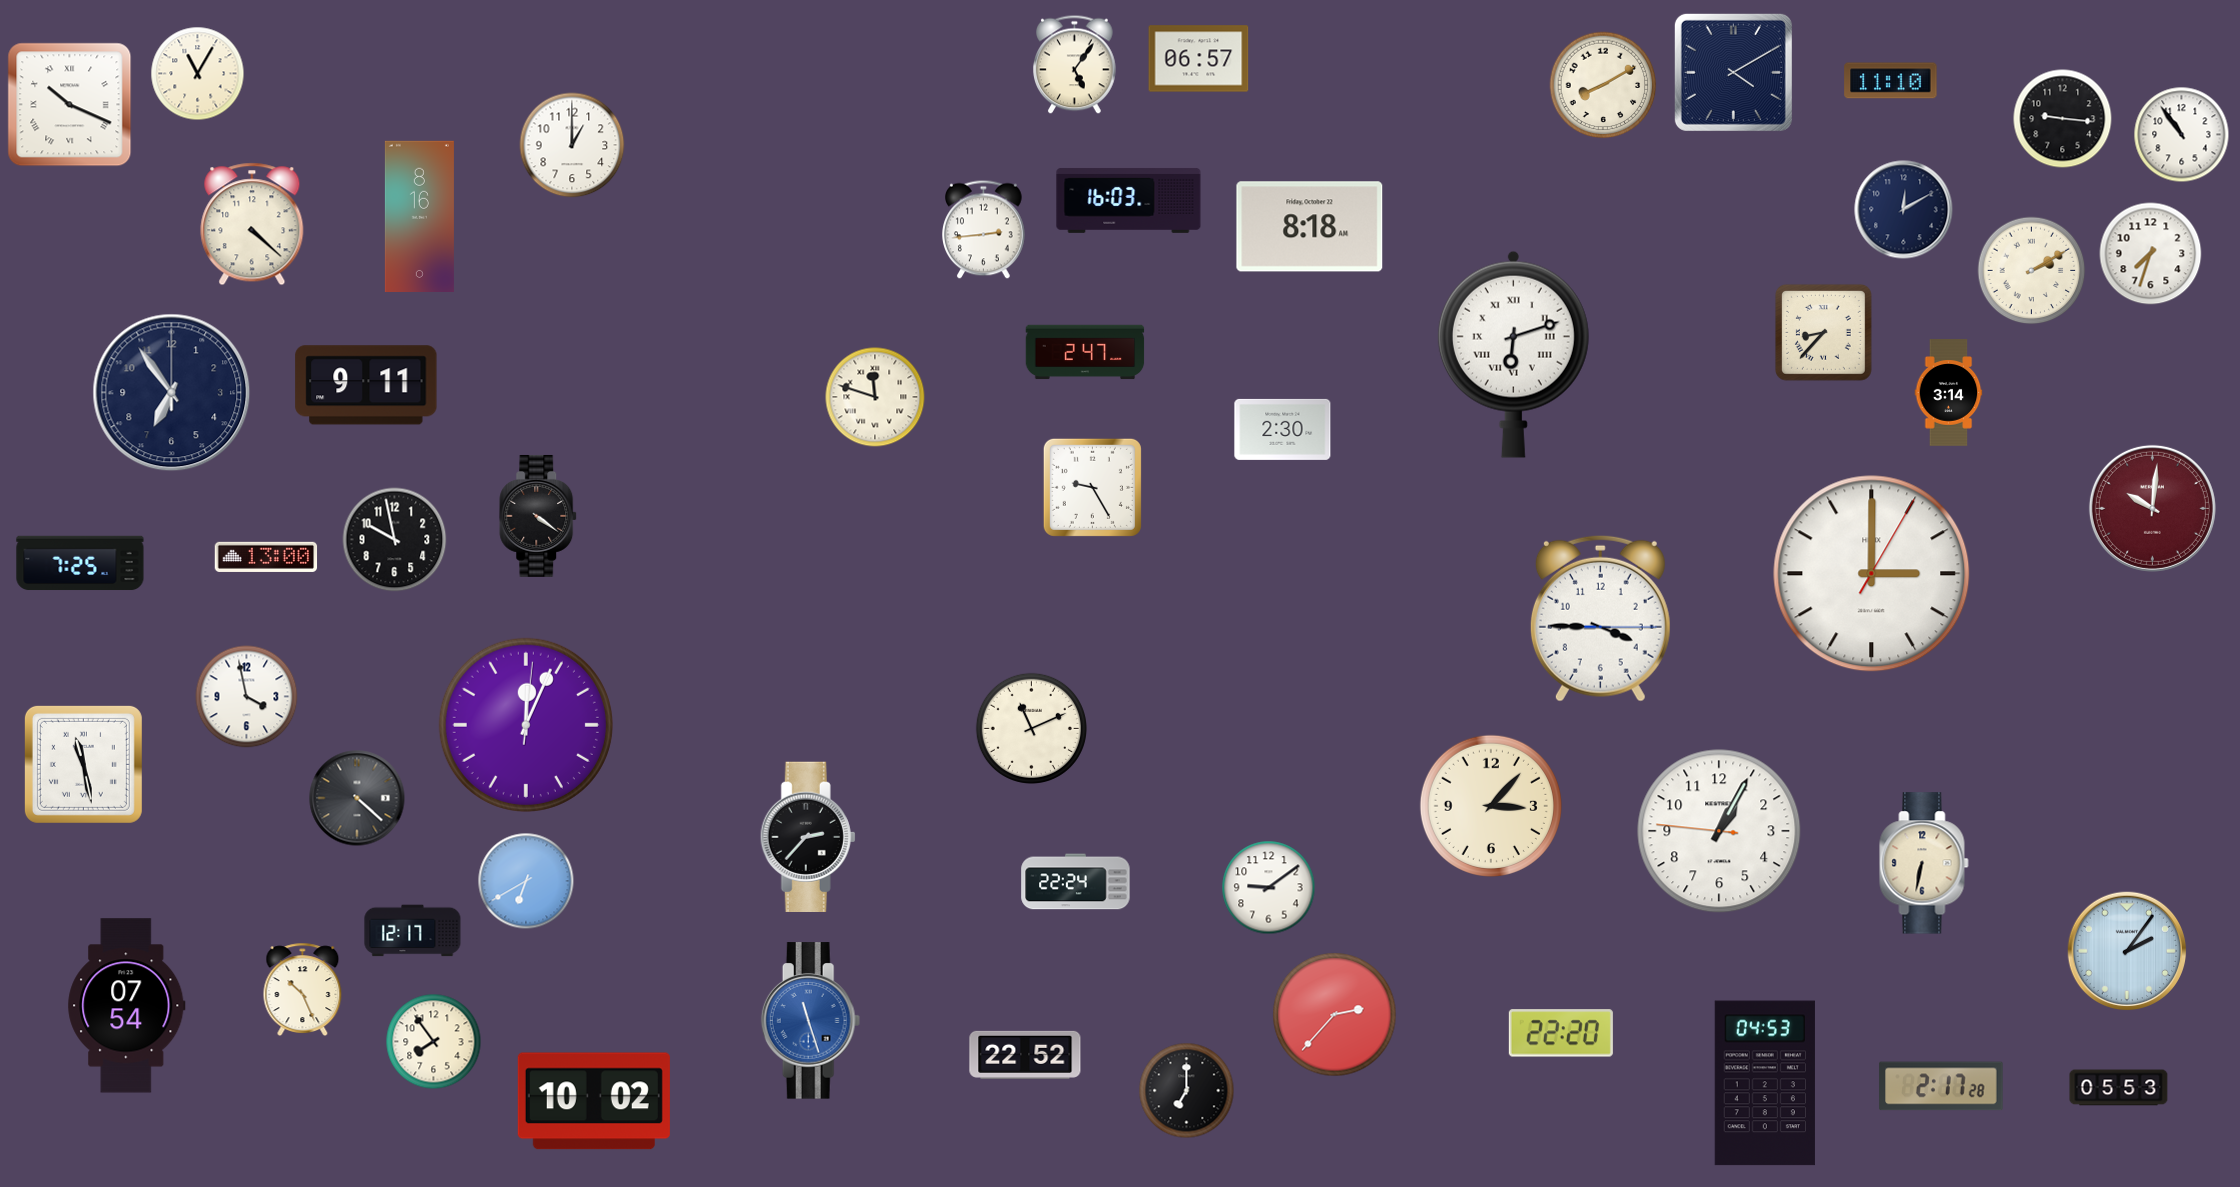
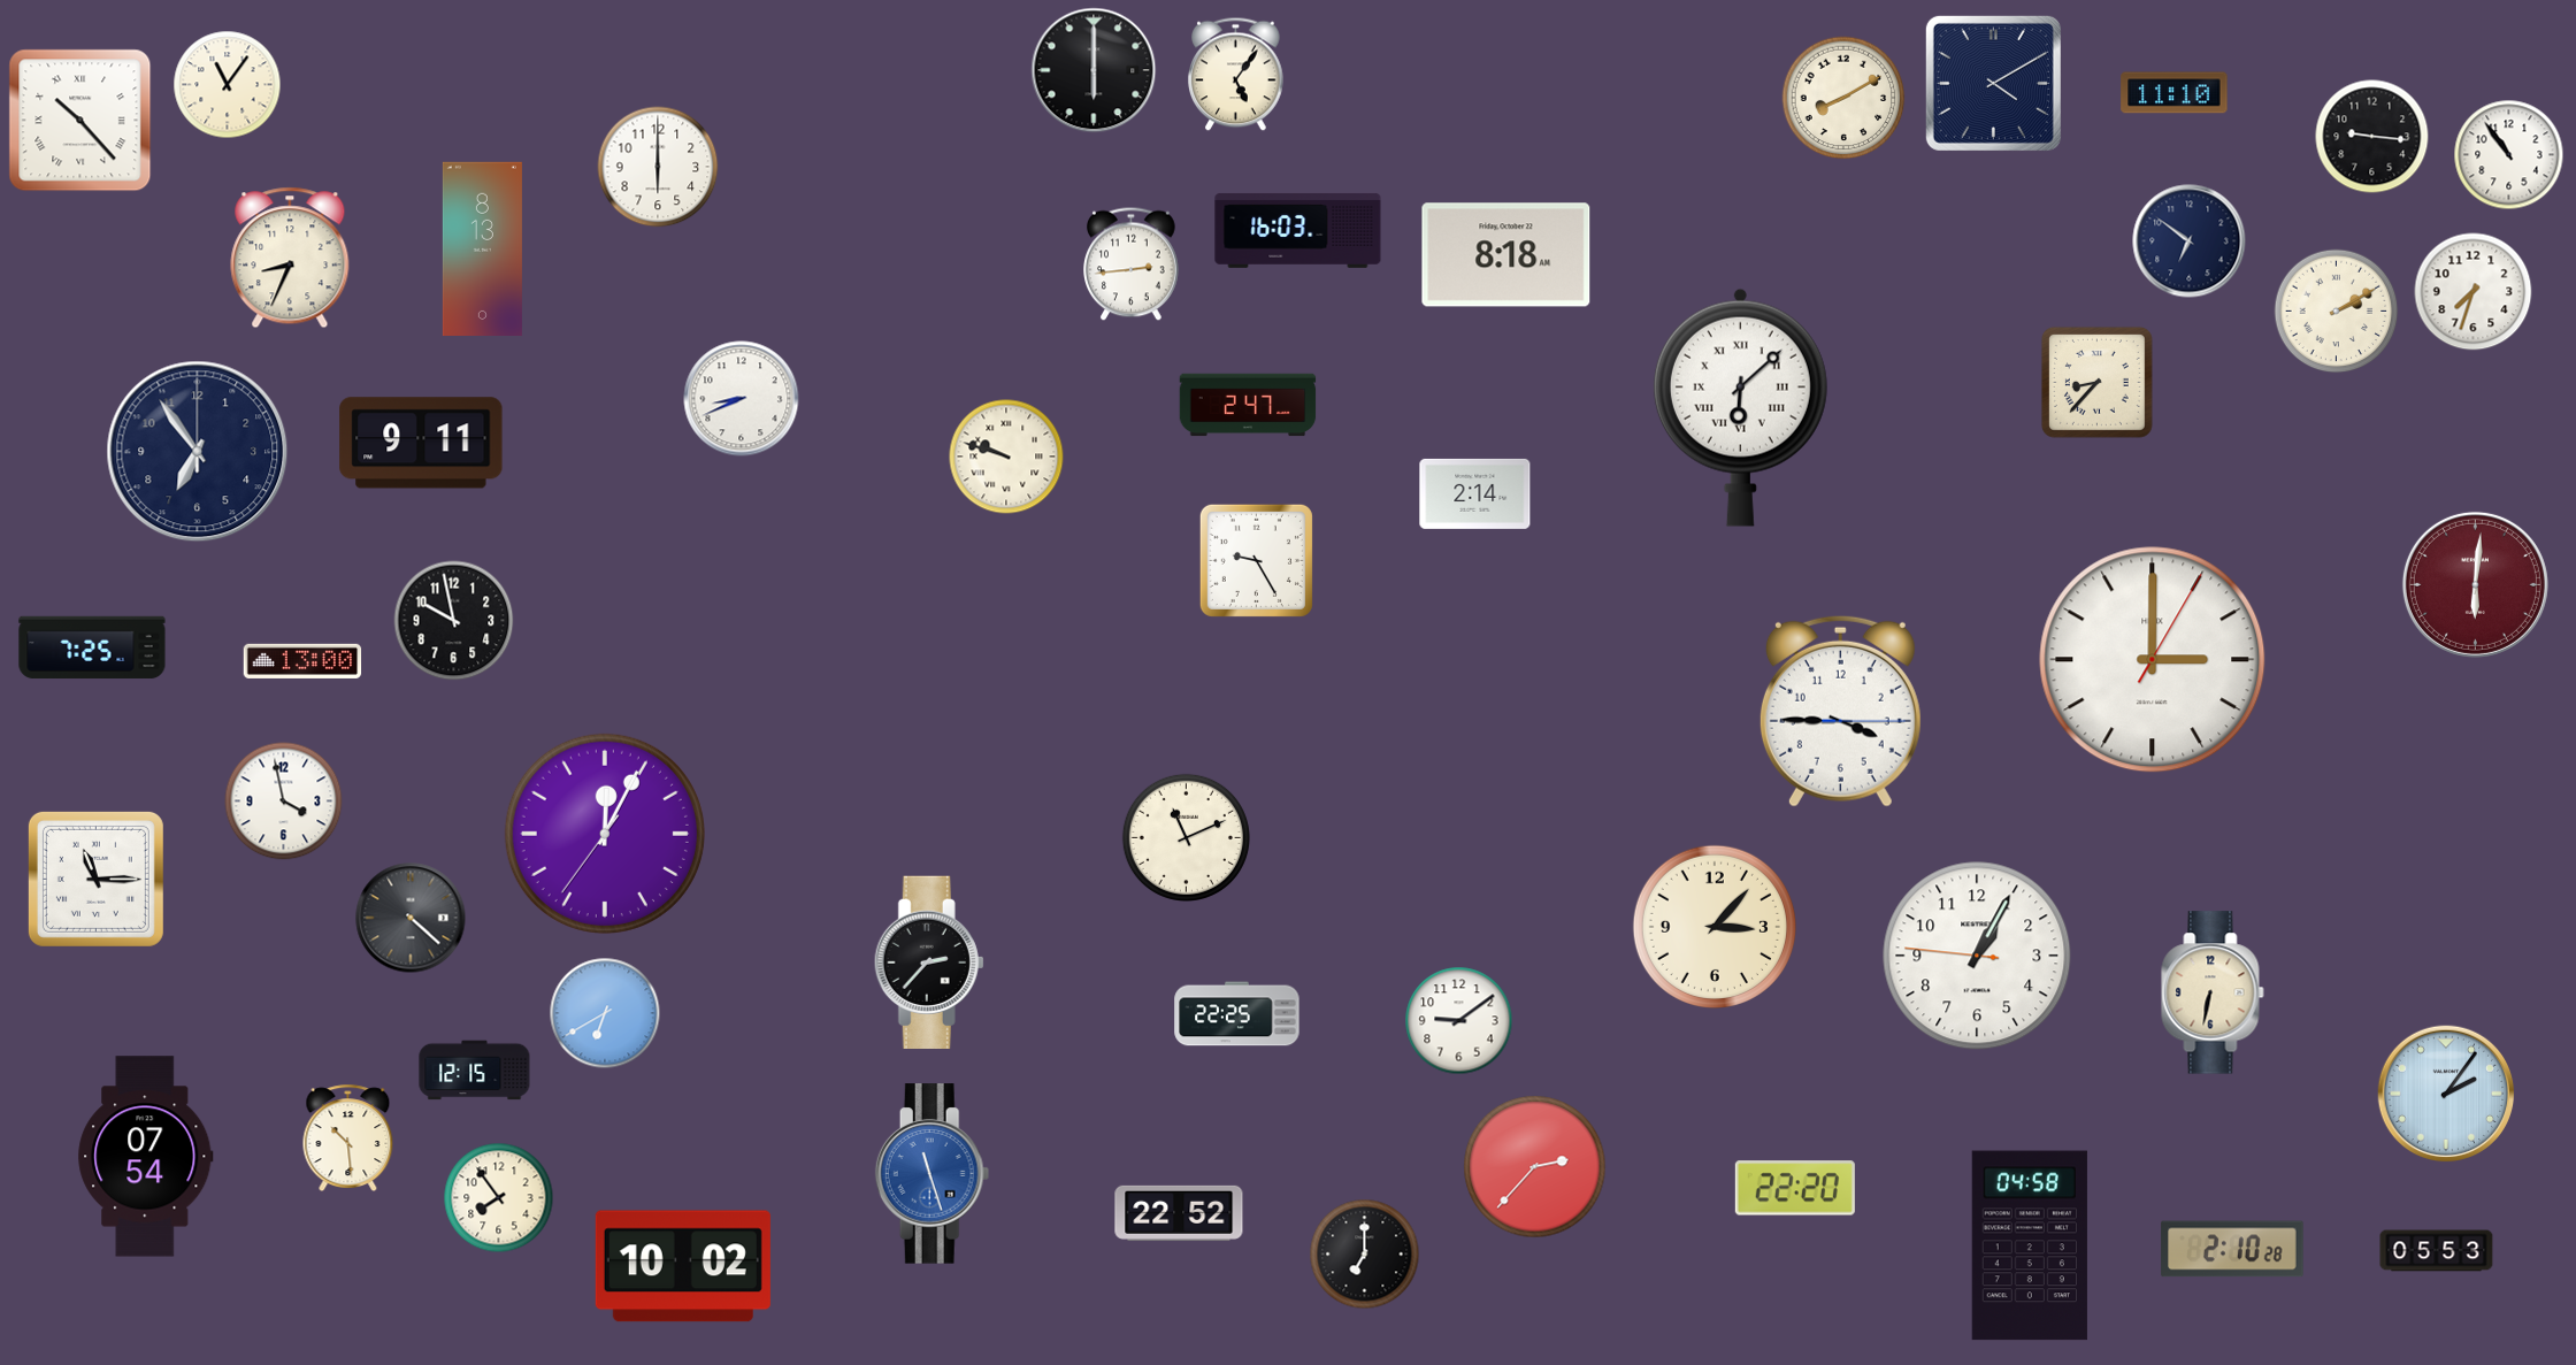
clock at (1199, 59): 06:57 -> none
clock at (1094, 70): none -> 6:00
clock at (198, 74): 11:05 -> 11:06
clock at (70, 105): 10:19 -> 10:23
clock at (572, 145): 1:00 -> 6:00
clock at (1904, 210): 12:10 -> 6:51
clock at (419, 216): 8:16 -> 8:13
clock at (252, 224): 4:22 -> 8:34
clock at (1310, 227) position: (1310, 227) -> (1506, 255)
clock at (742, 399): none -> 8:41
clock at (1513, 354): 6:12 -> 6:08
clock at (1949, 393): 3:14 -> none
clock at (875, 397): 11:48 -> 9:48
clock at (1283, 429): 2:30 -> 2:14
clock at (2152, 508): 10:01 -> 6:01
clock at (539, 516): 4:21 -> none
clock at (266, 557) position: (266, 557) -> (302, 661)
clock at (526, 725): 12:04:01 -> 12:04:36
clock at (83, 764): 11:28 -> 11:15
clock at (1076, 882): 22:24 -> 22:25
clock at (413, 931): 12:17 -> 12:15
clock at (303, 989): 10:26 -> 10:29
clock at (1765, 1083): 04:53 -> 04:58
clock at (1941, 1086): 2:17 -> 2:10
